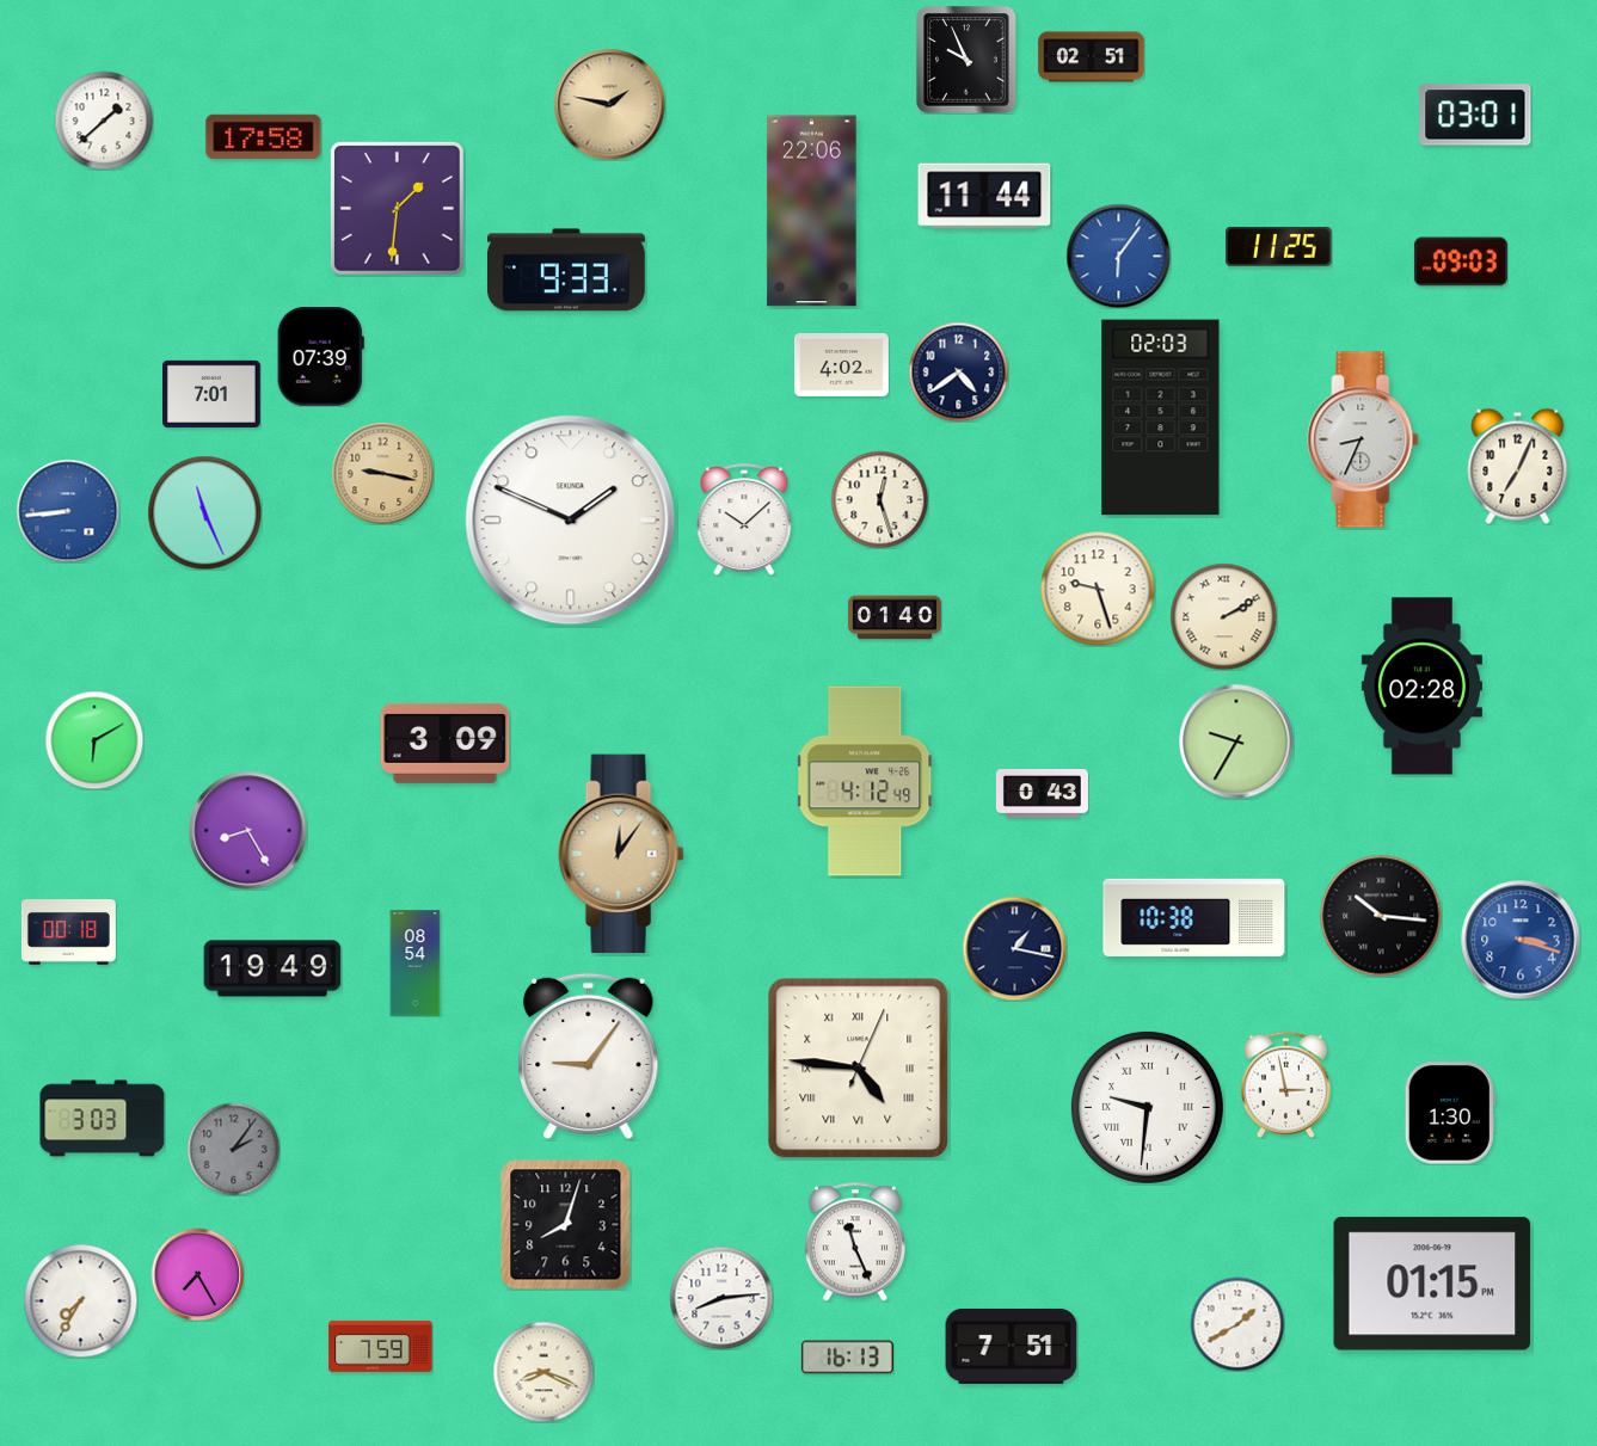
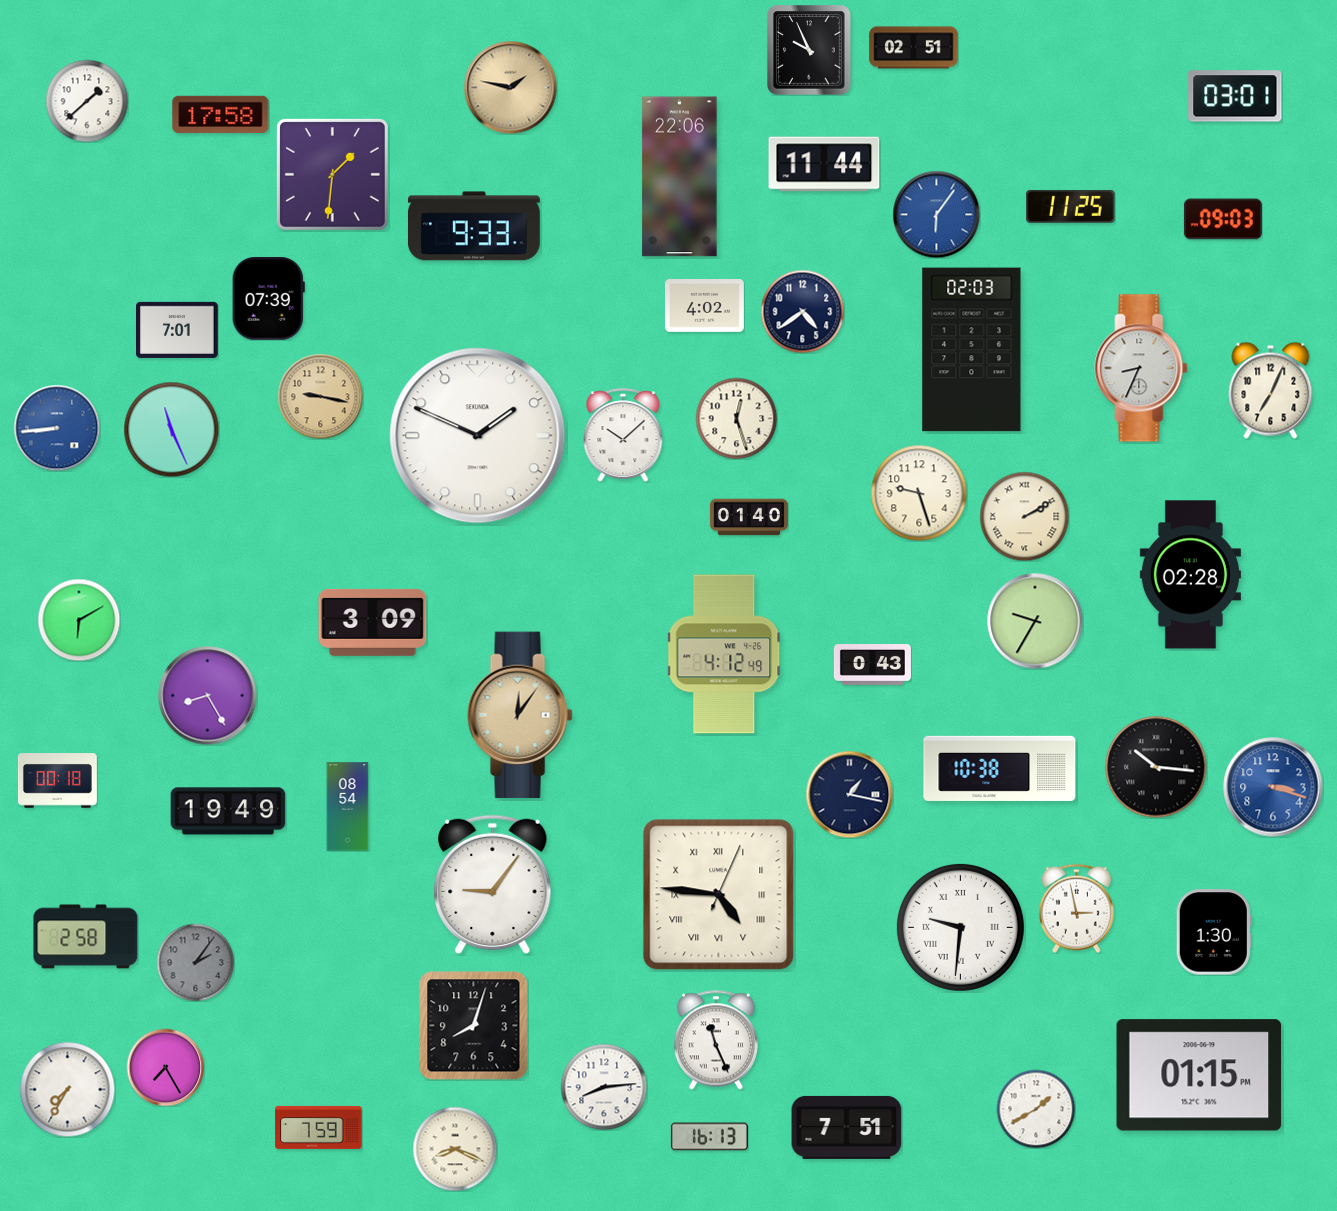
clock at (103, 1119): 3:03 -> 2:58
